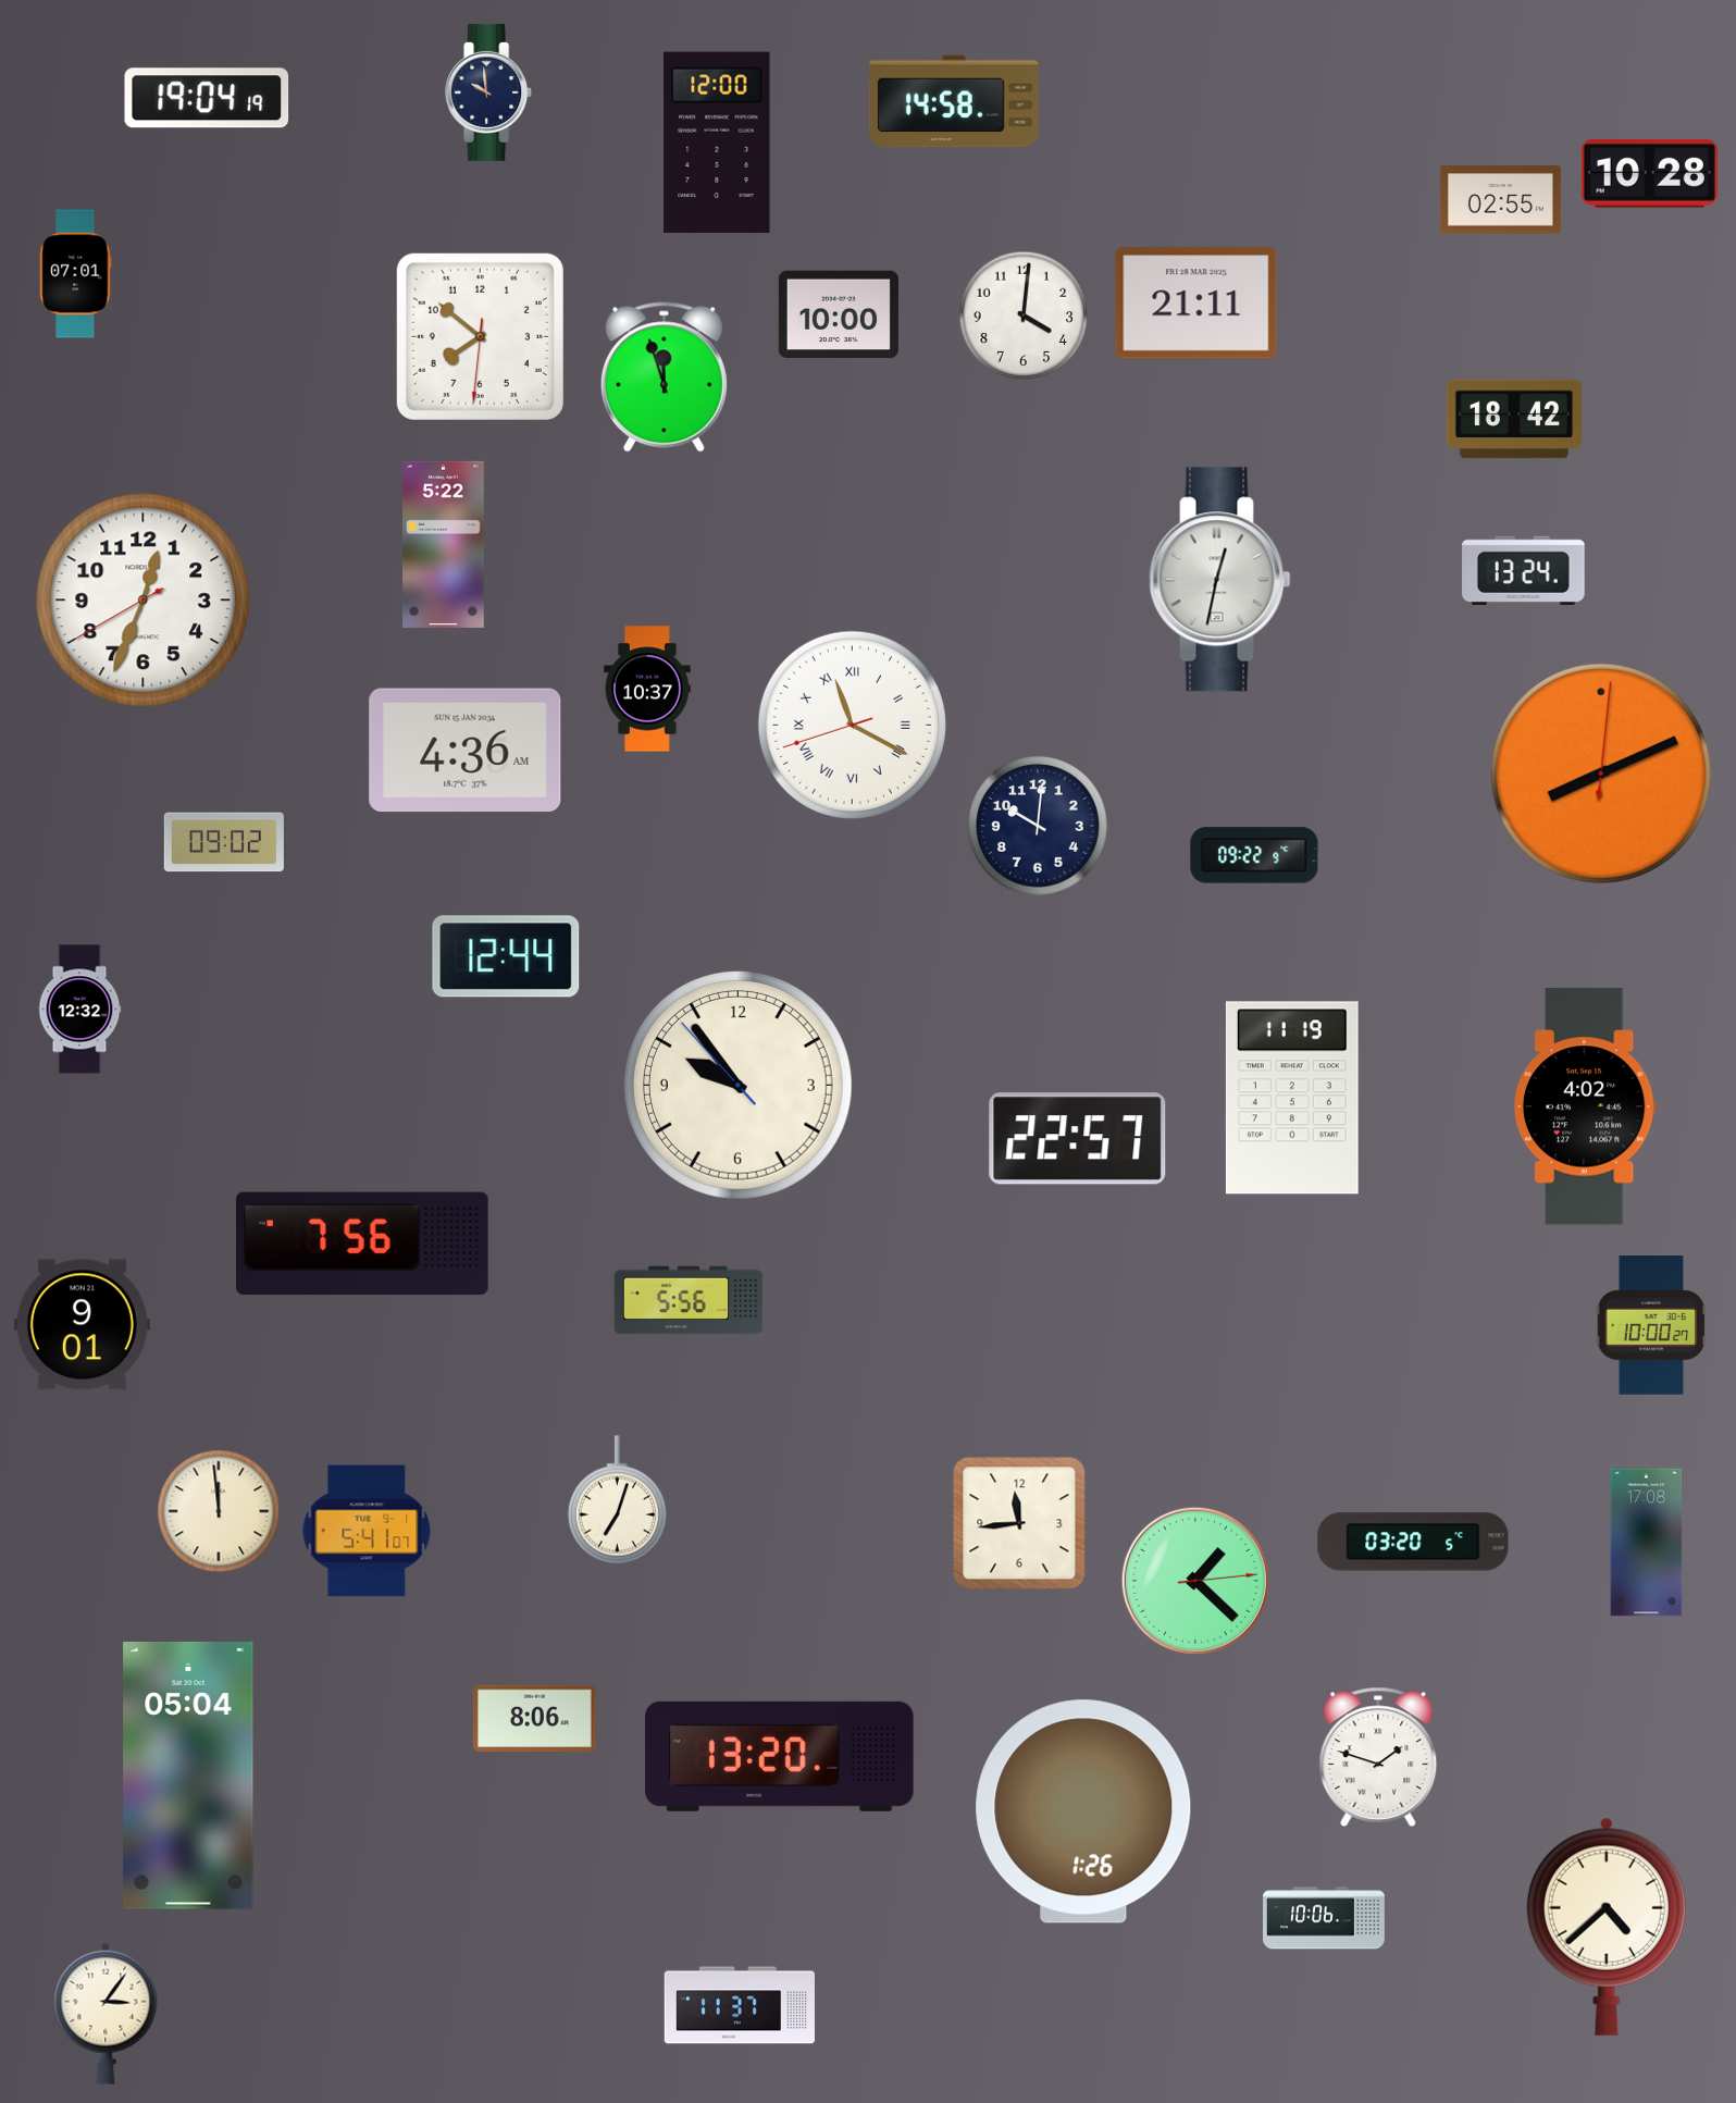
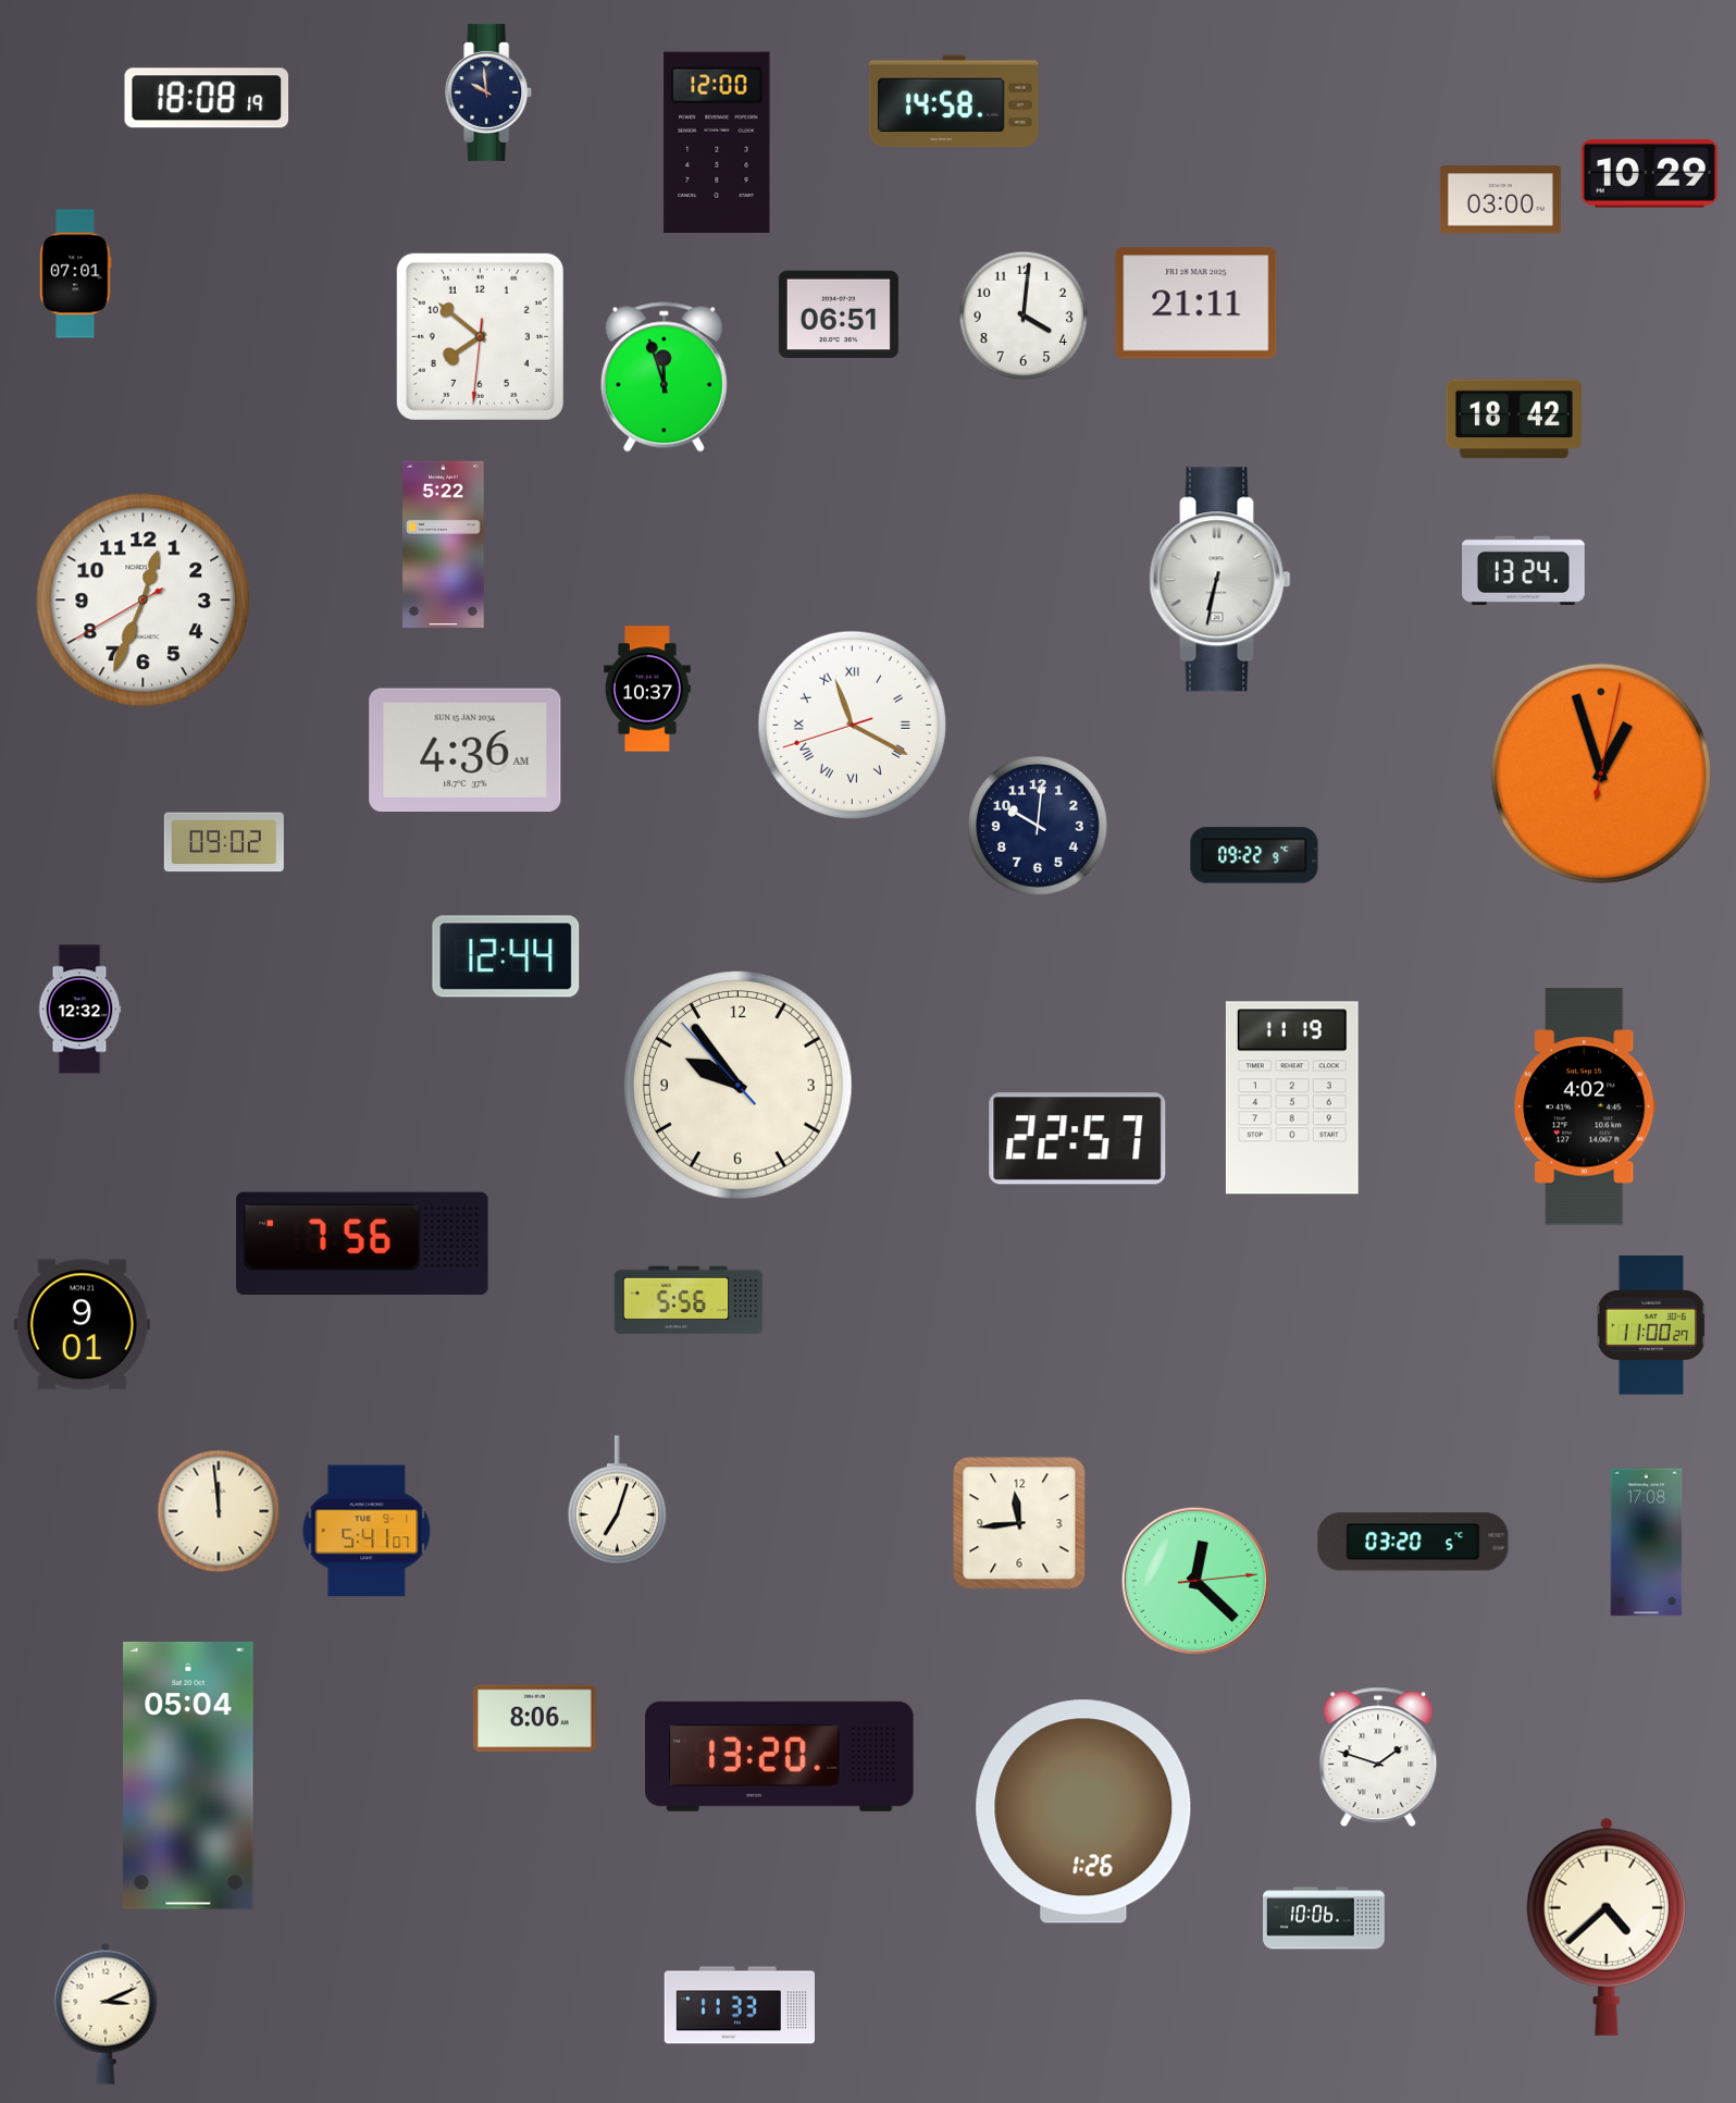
clock at (207, 98): 19:04 -> 18:08
clock at (1649, 173): 10:28 -> 10:29
clock at (1500, 200): 02:55 -> 03:00
clock at (839, 314): 10:00 -> 06:51
clock at (1220, 580): 12:32 -> 6:32
clock at (1601, 774): 8:11 -> 12:57
clock at (1651, 1325): 10:00 -> 11:00
clock at (1195, 1581): 1:22 -> 12:22
clock at (739, 2005): 11:37 -> 11:33
clock at (106, 2014): 3:06 -> 3:11
